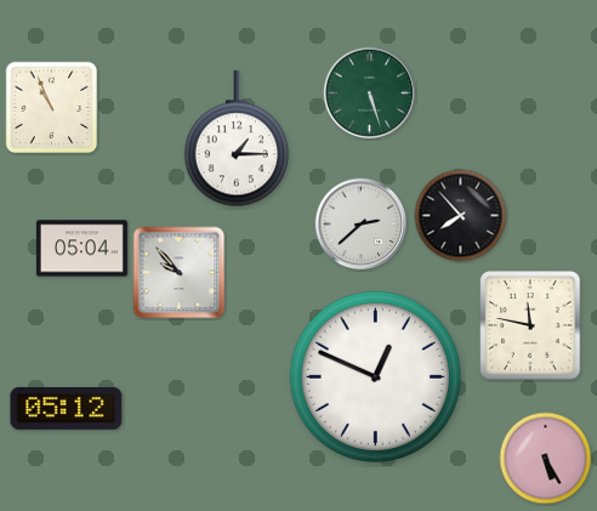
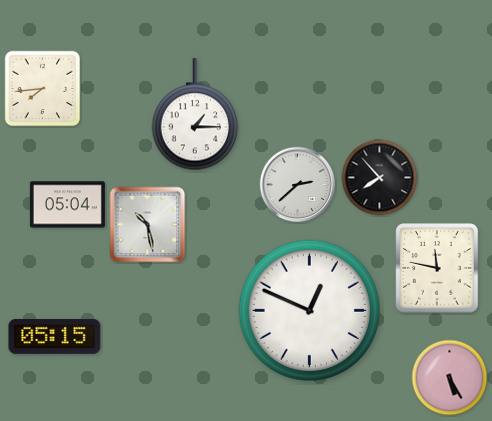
clock at (370, 93): 5:27 -> none
clock at (52, 108): 10:56 -> 7:44
clock at (180, 273): 9:53 -> 10:28
clock at (67, 408): 05:12 -> 05:15
